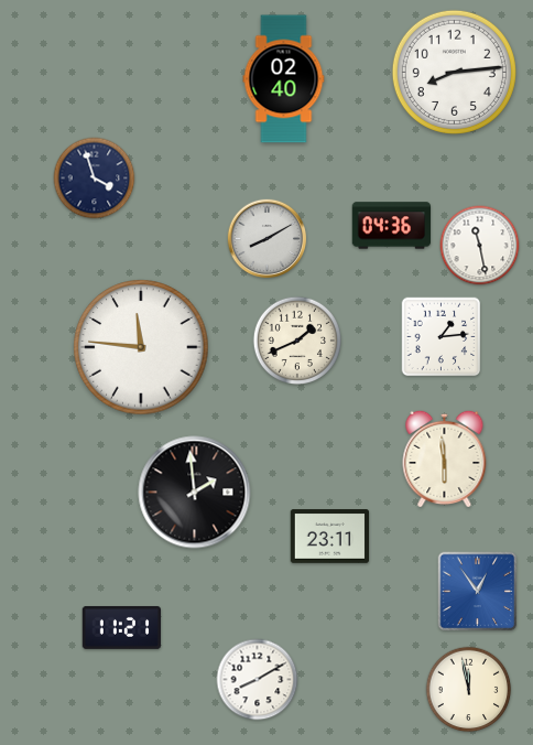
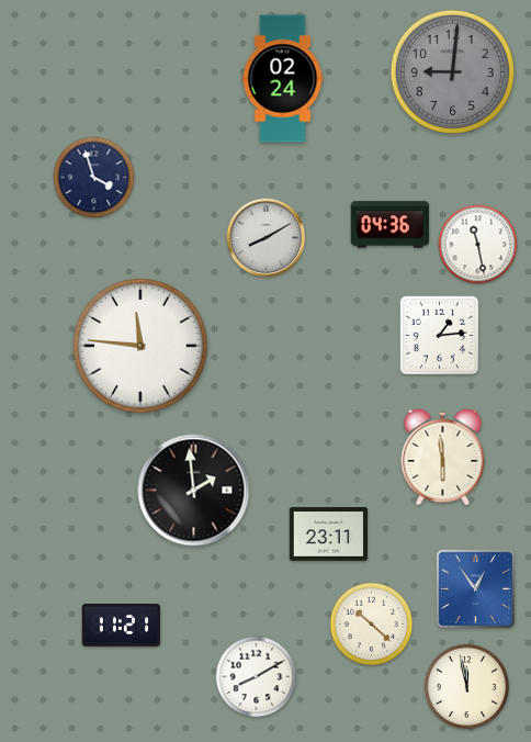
clock at (454, 72): 8:14 -> 9:01
clock at (454, 72) dial: white -> grey
clock at (284, 79): 02:40 -> 02:24
clock at (296, 339): 1:41 -> none
clock at (372, 625): none -> 10:22
